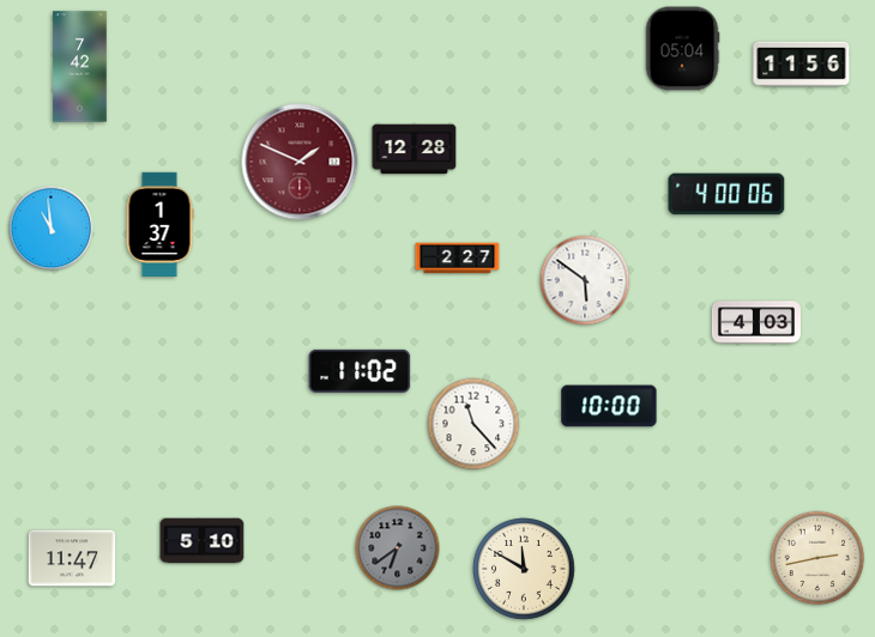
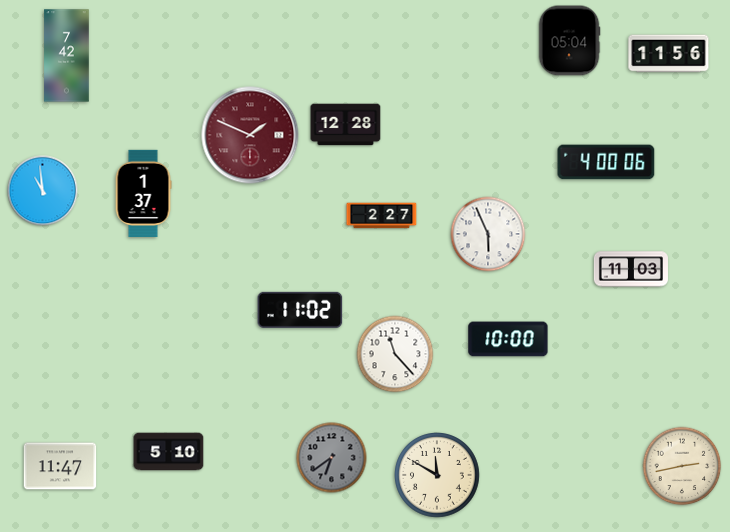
clock at (159, 224) position: (159, 224) -> (143, 193)
clock at (585, 280): 5:51 -> 5:56
clock at (756, 322): 4:03 -> 11:03
